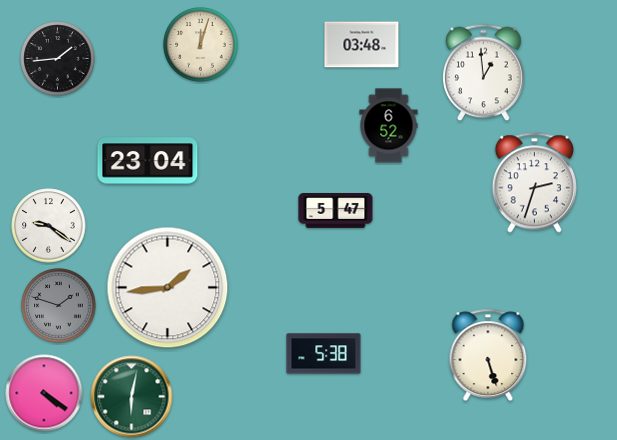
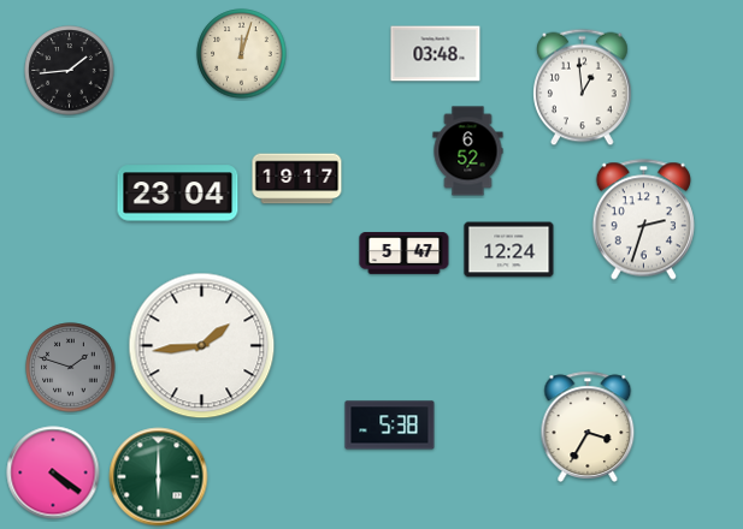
clock at (297, 179): none -> 19:17
clock at (509, 250): none -> 12:24
clock at (49, 226): 9:21 -> none
clock at (488, 355): 5:27 -> 3:35
clock at (132, 397): 6:02 -> 6:00
